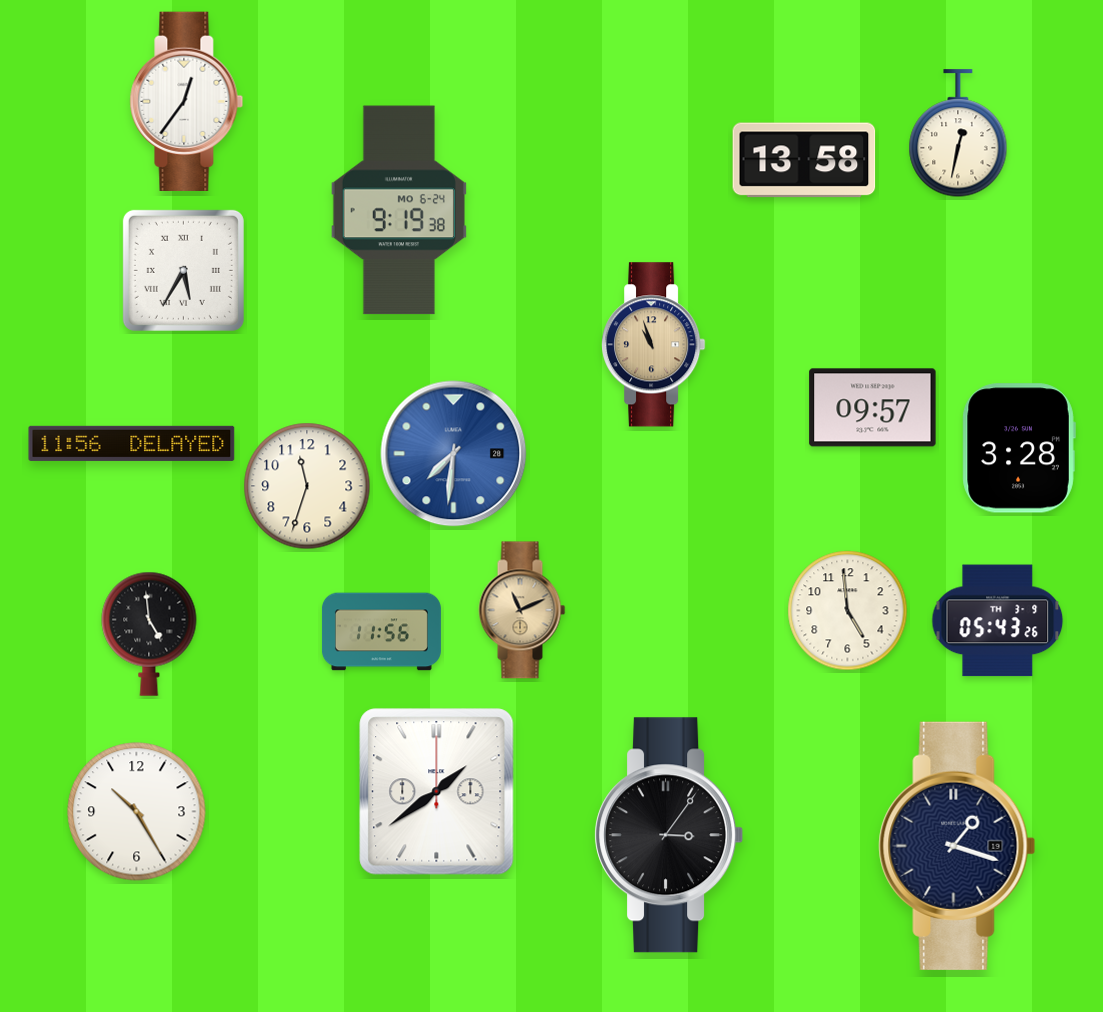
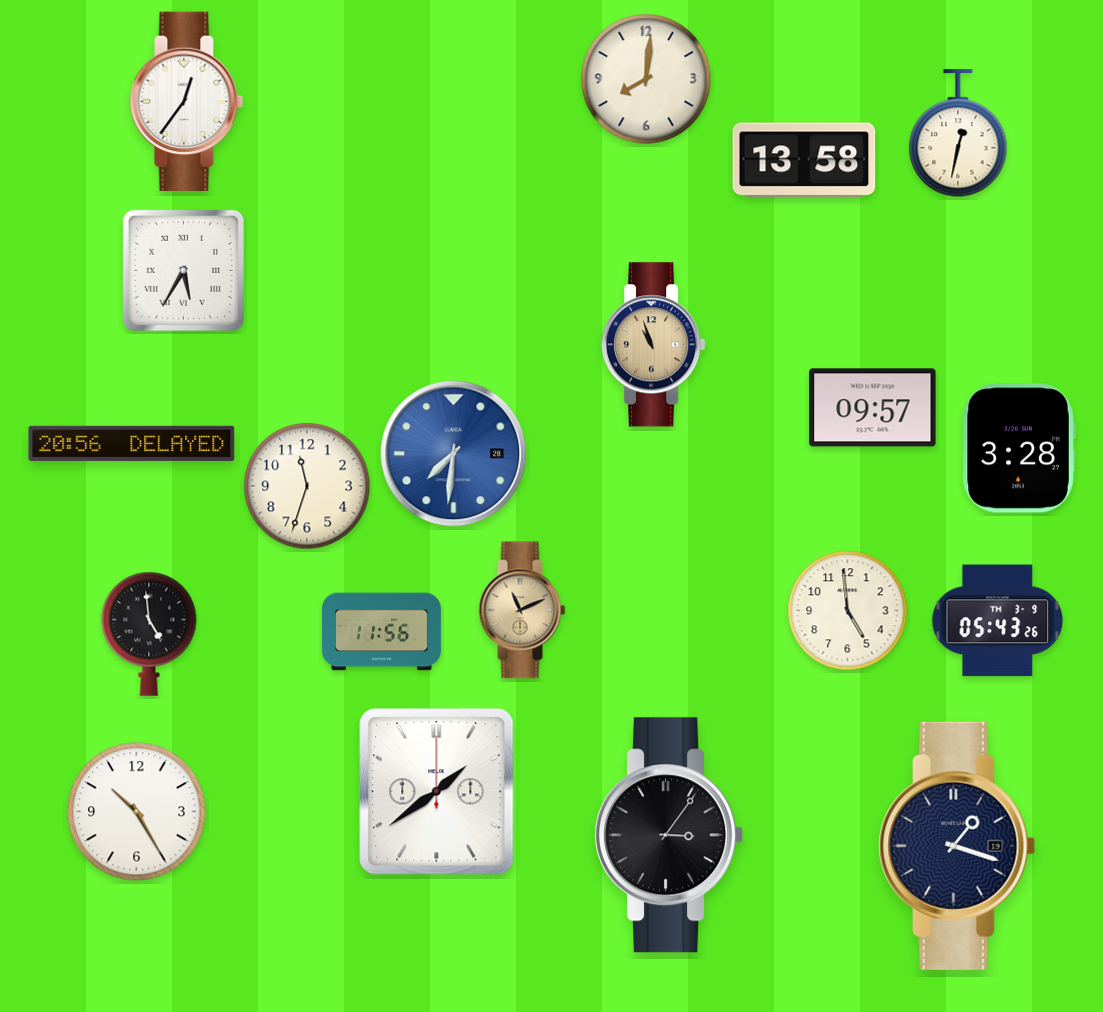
clock at (646, 79): none -> 8:01
clock at (399, 210): 9:19 -> none
clock at (132, 443): 11:56 -> 20:56
